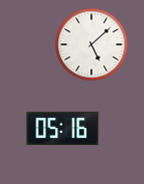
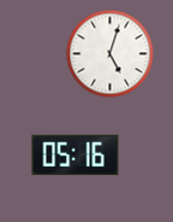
clock at (92, 45): 5:08 -> 5:03
